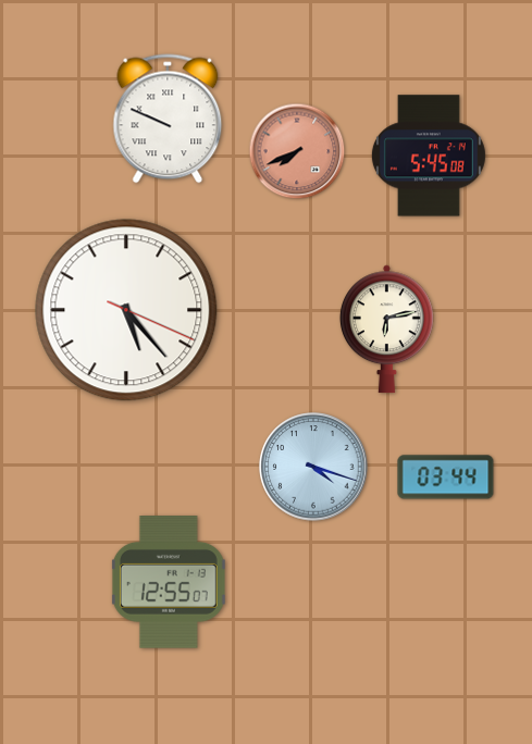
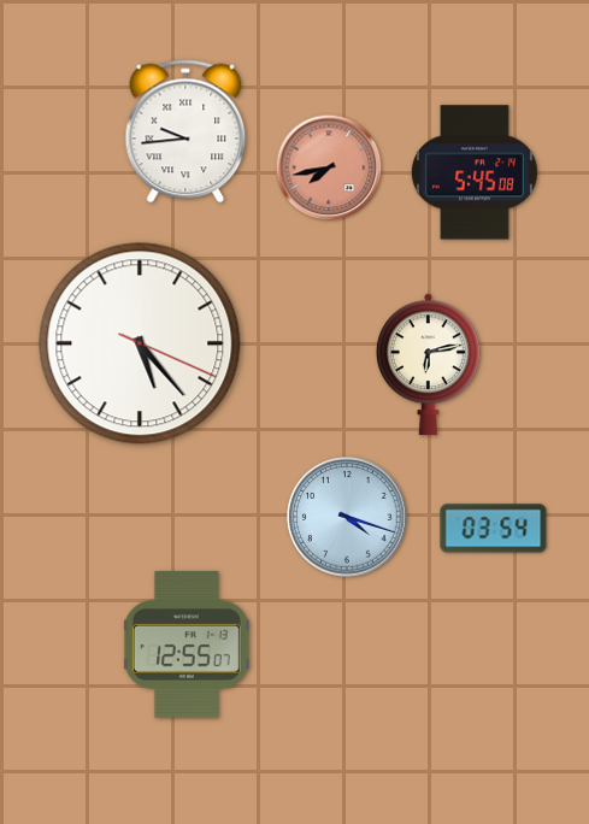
clock at (168, 119): 9:49 -> 9:44
clock at (297, 151): 7:41 -> 7:43
clock at (446, 478): 03:44 -> 03:54
